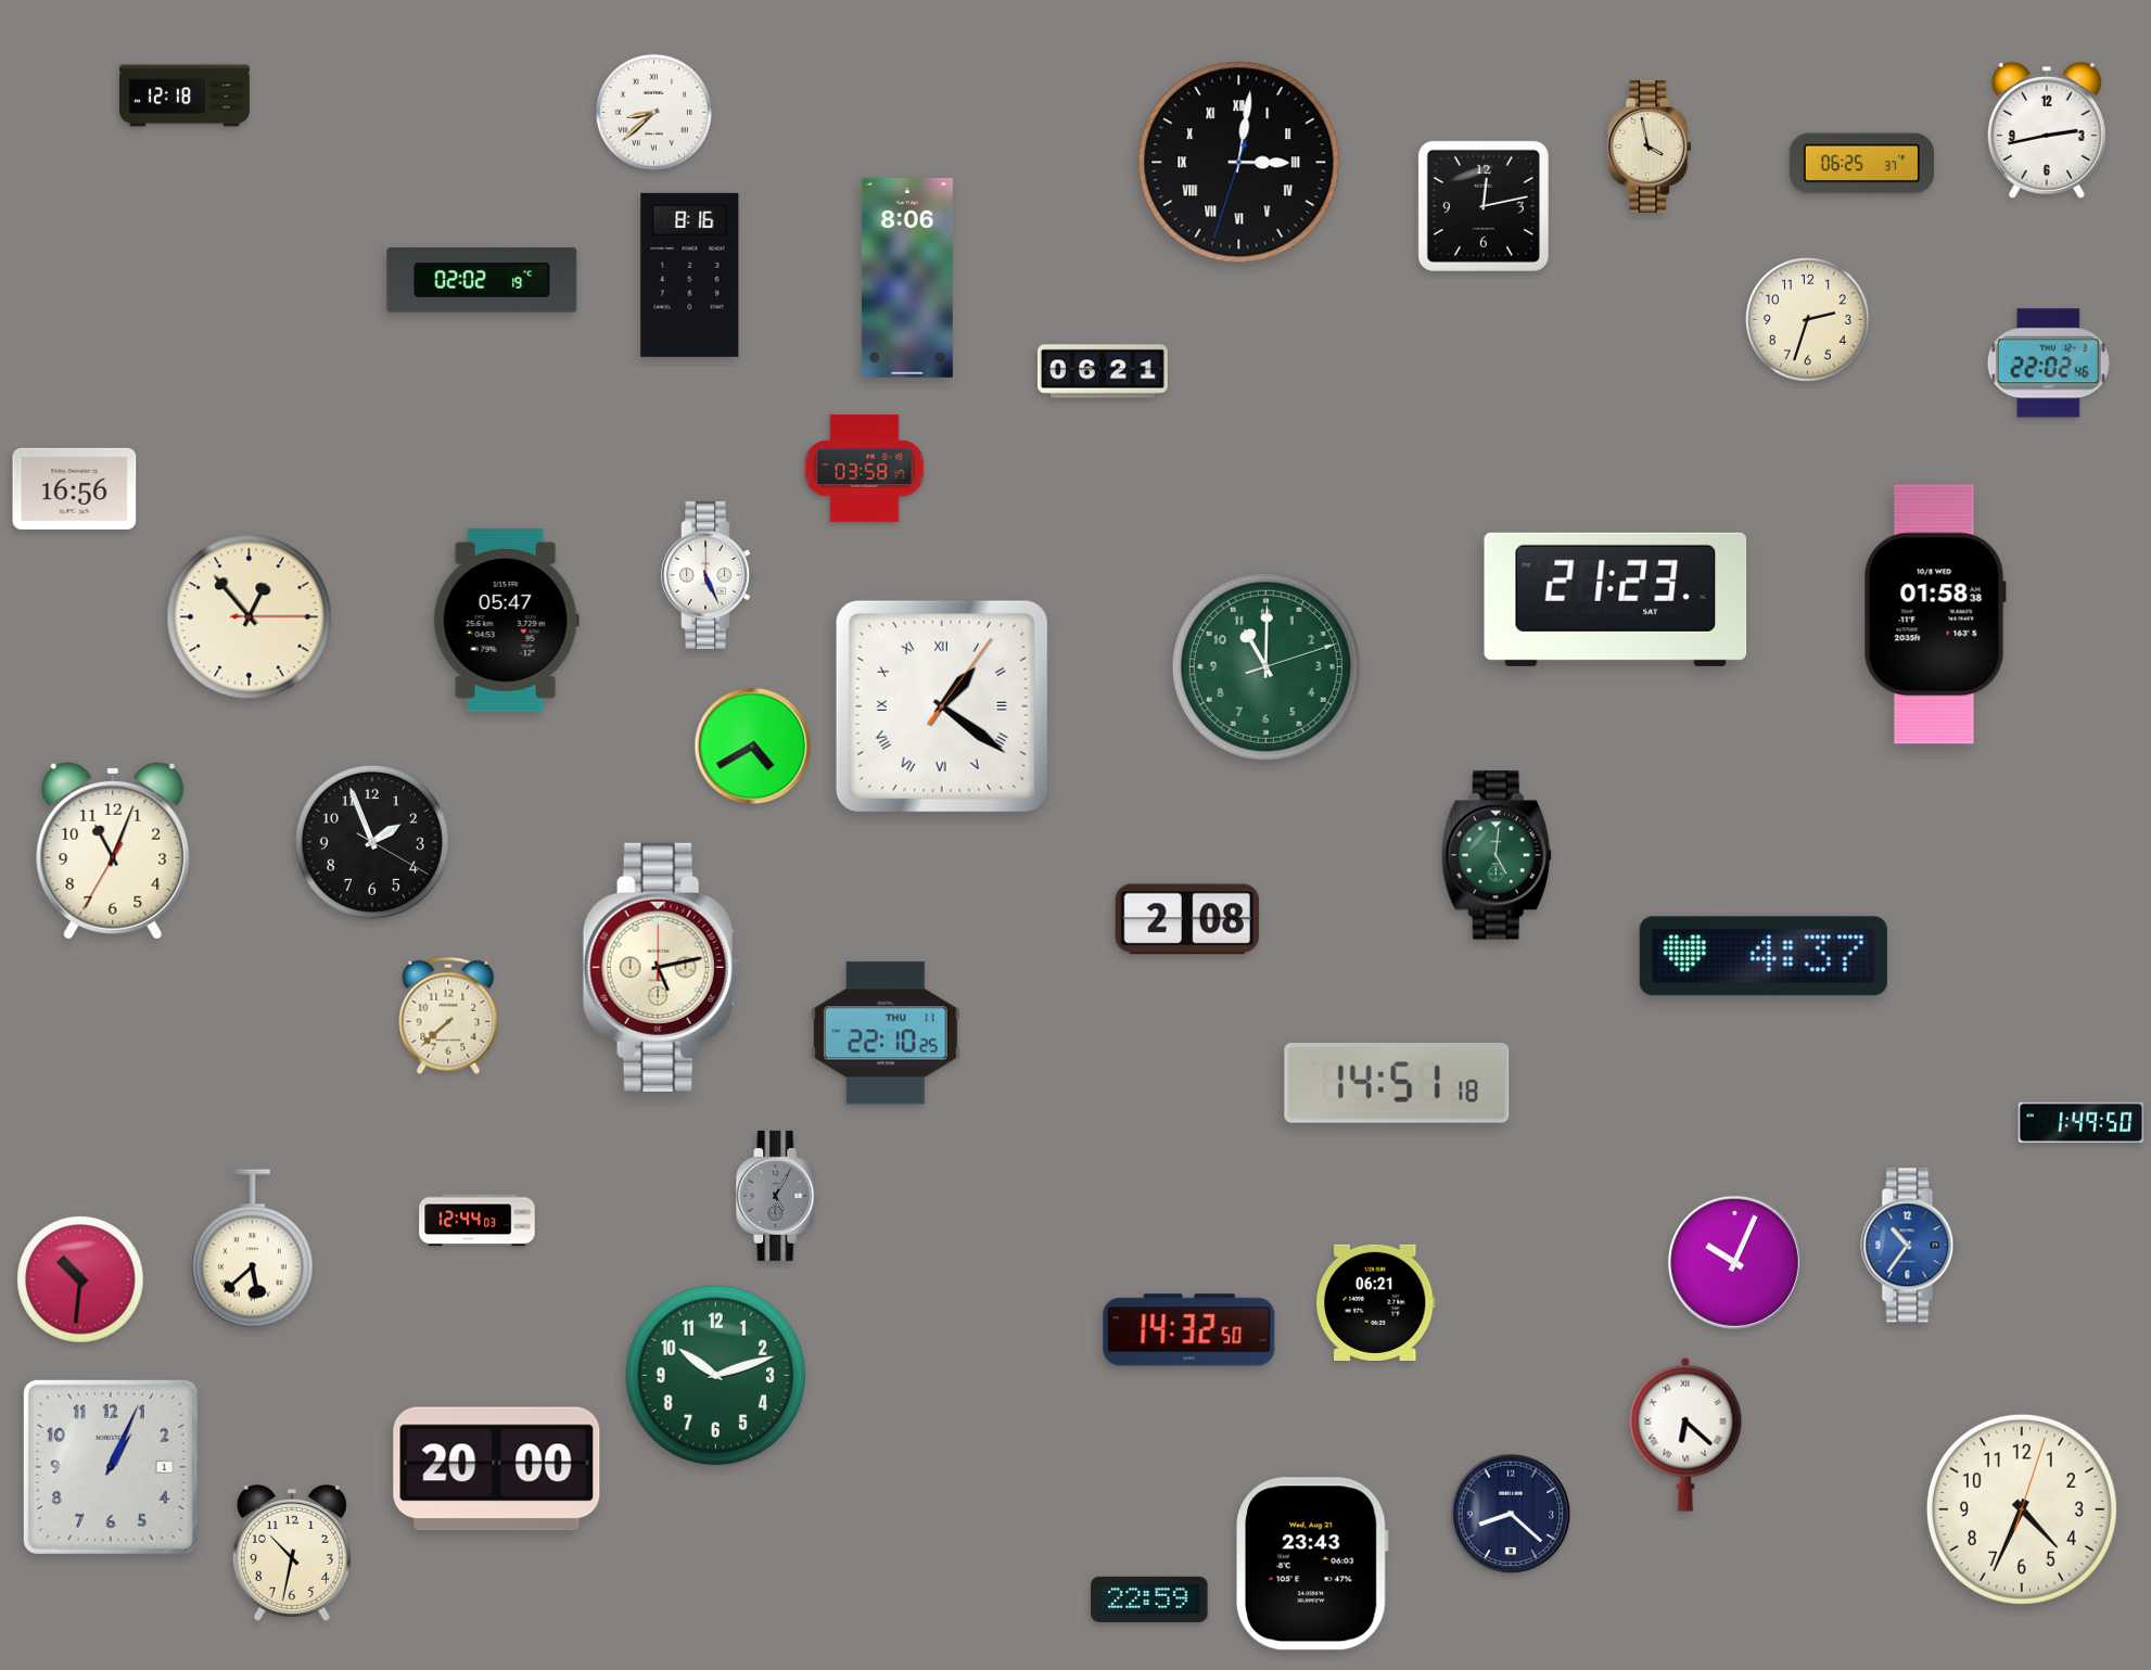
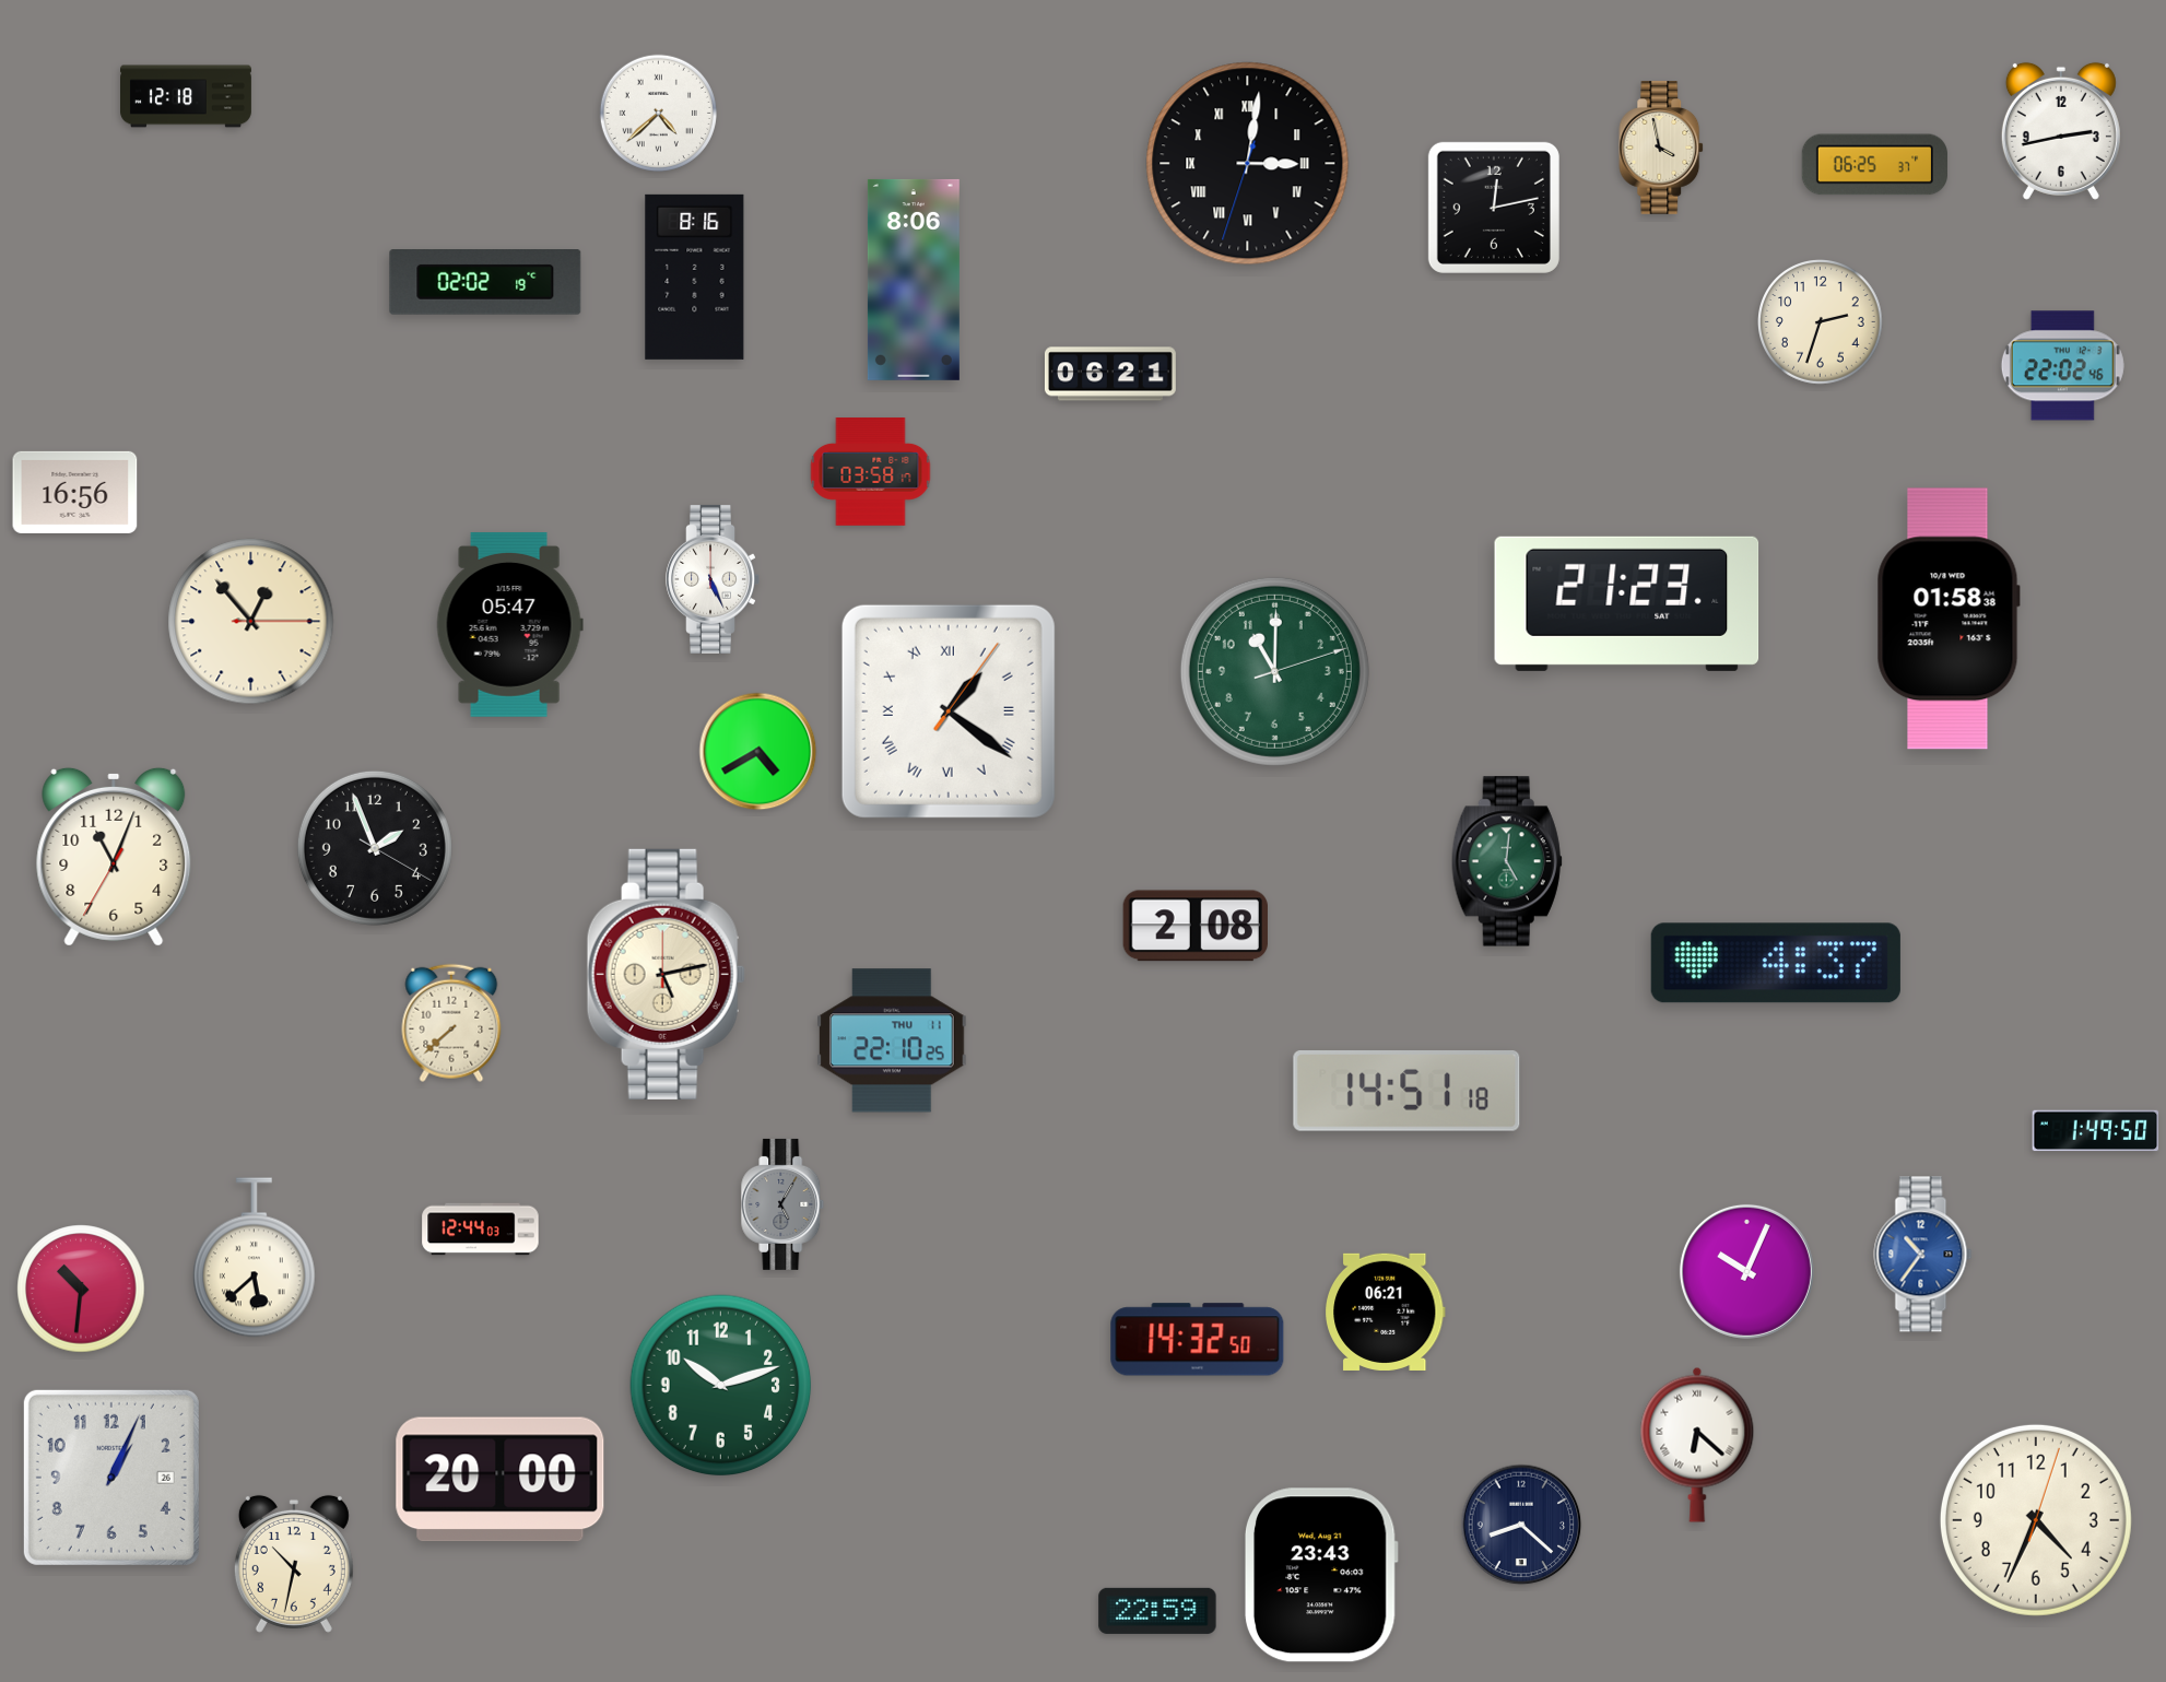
clock at (653, 112): 8:38 -> 4:38
clock at (111, 1467) date: 1 -> 26
